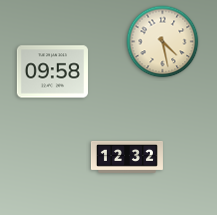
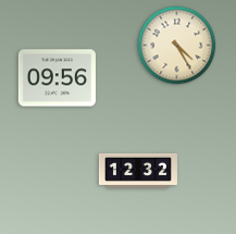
clock at (163, 42): 4:28 -> 4:25
clock at (52, 72): 09:58 -> 09:56
